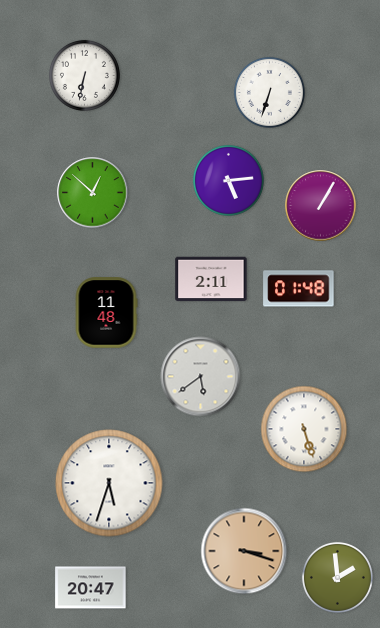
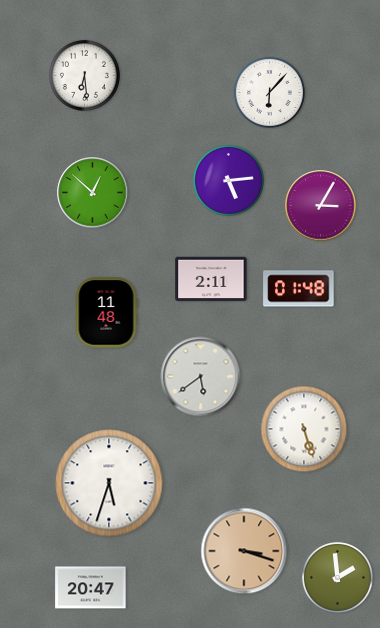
clock at (84, 75): 6:32 -> 6:29
clock at (269, 92): 6:33 -> 6:07
clock at (321, 206): 1:05 -> 3:05
